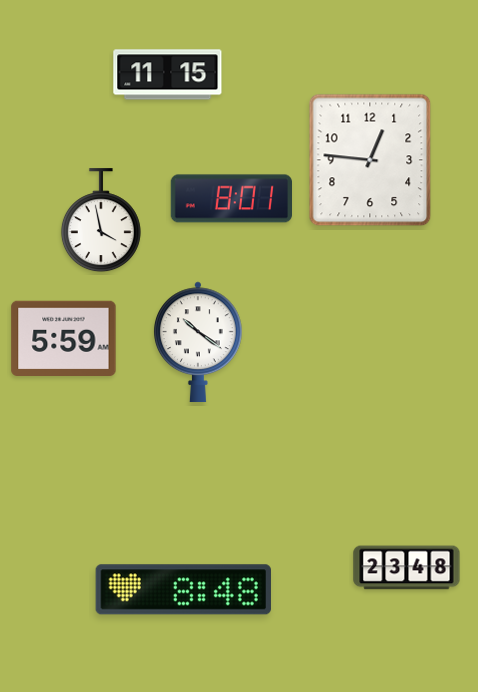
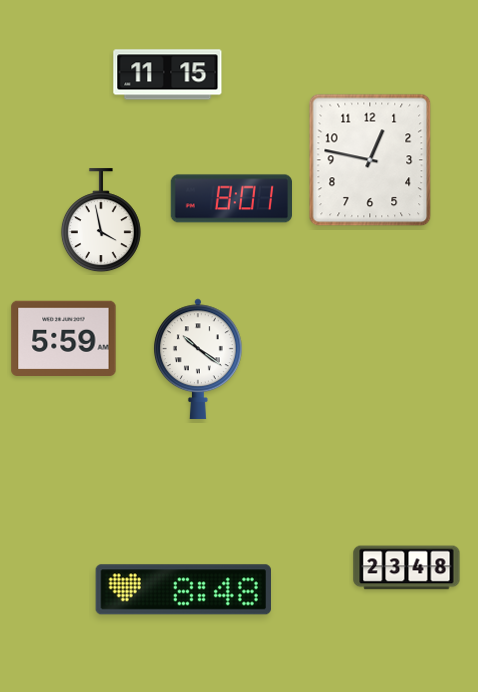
clock at (370, 160): 12:46 -> 12:47
clock at (198, 342) position: (198, 342) -> (198, 359)
